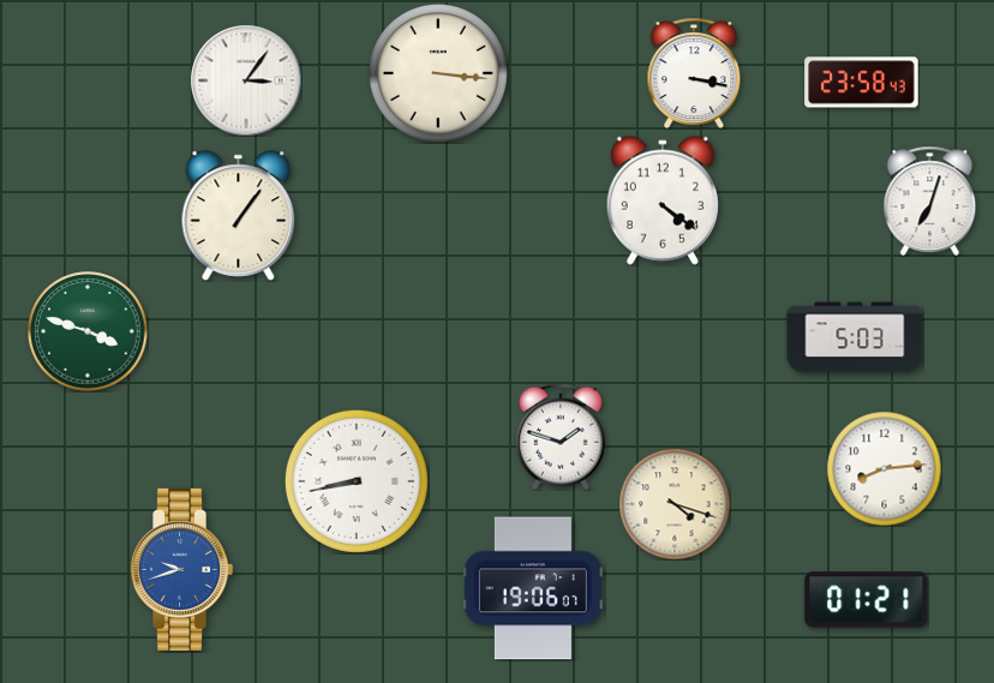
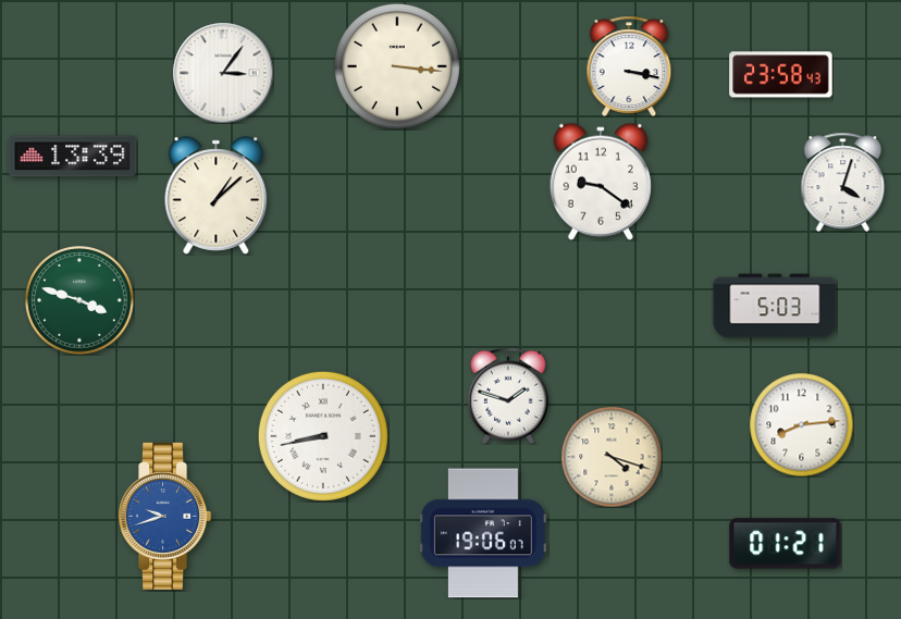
clock at (73, 157): none -> 13:39
clock at (663, 200): 4:21 -> 9:21
clock at (930, 200): 7:03 -> 4:03
clock at (239, 216): 1:06 -> 1:08
